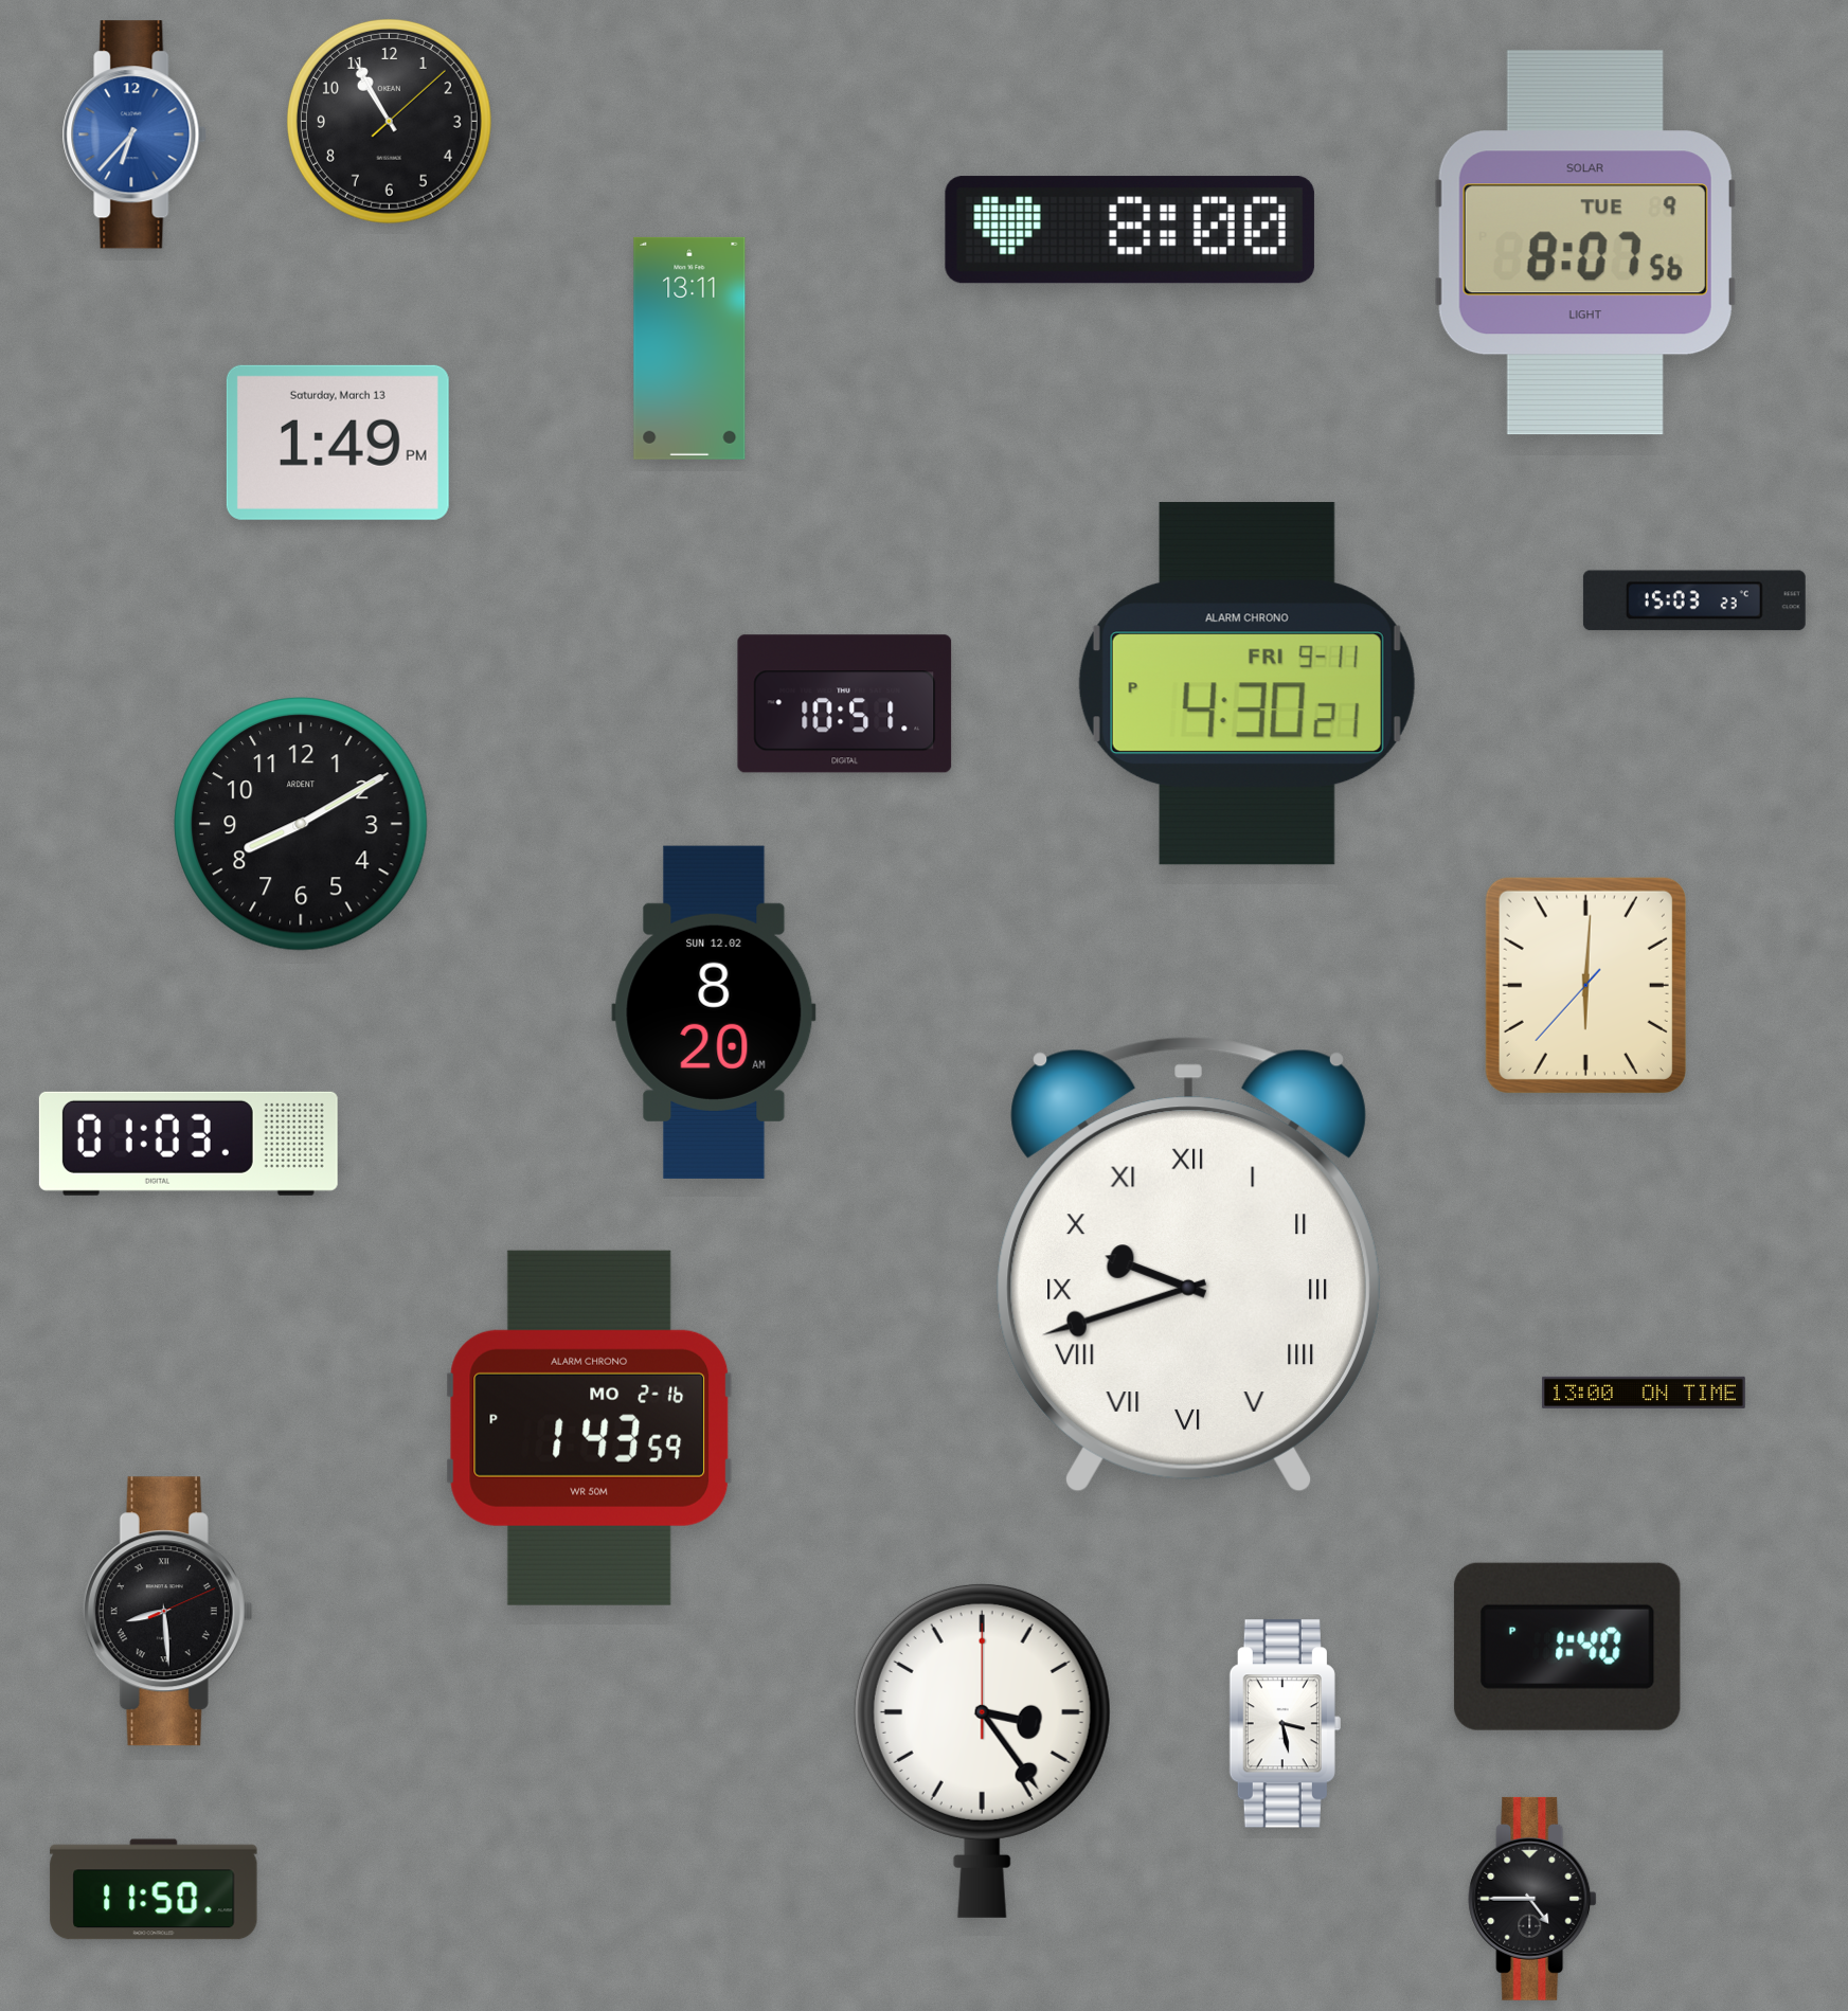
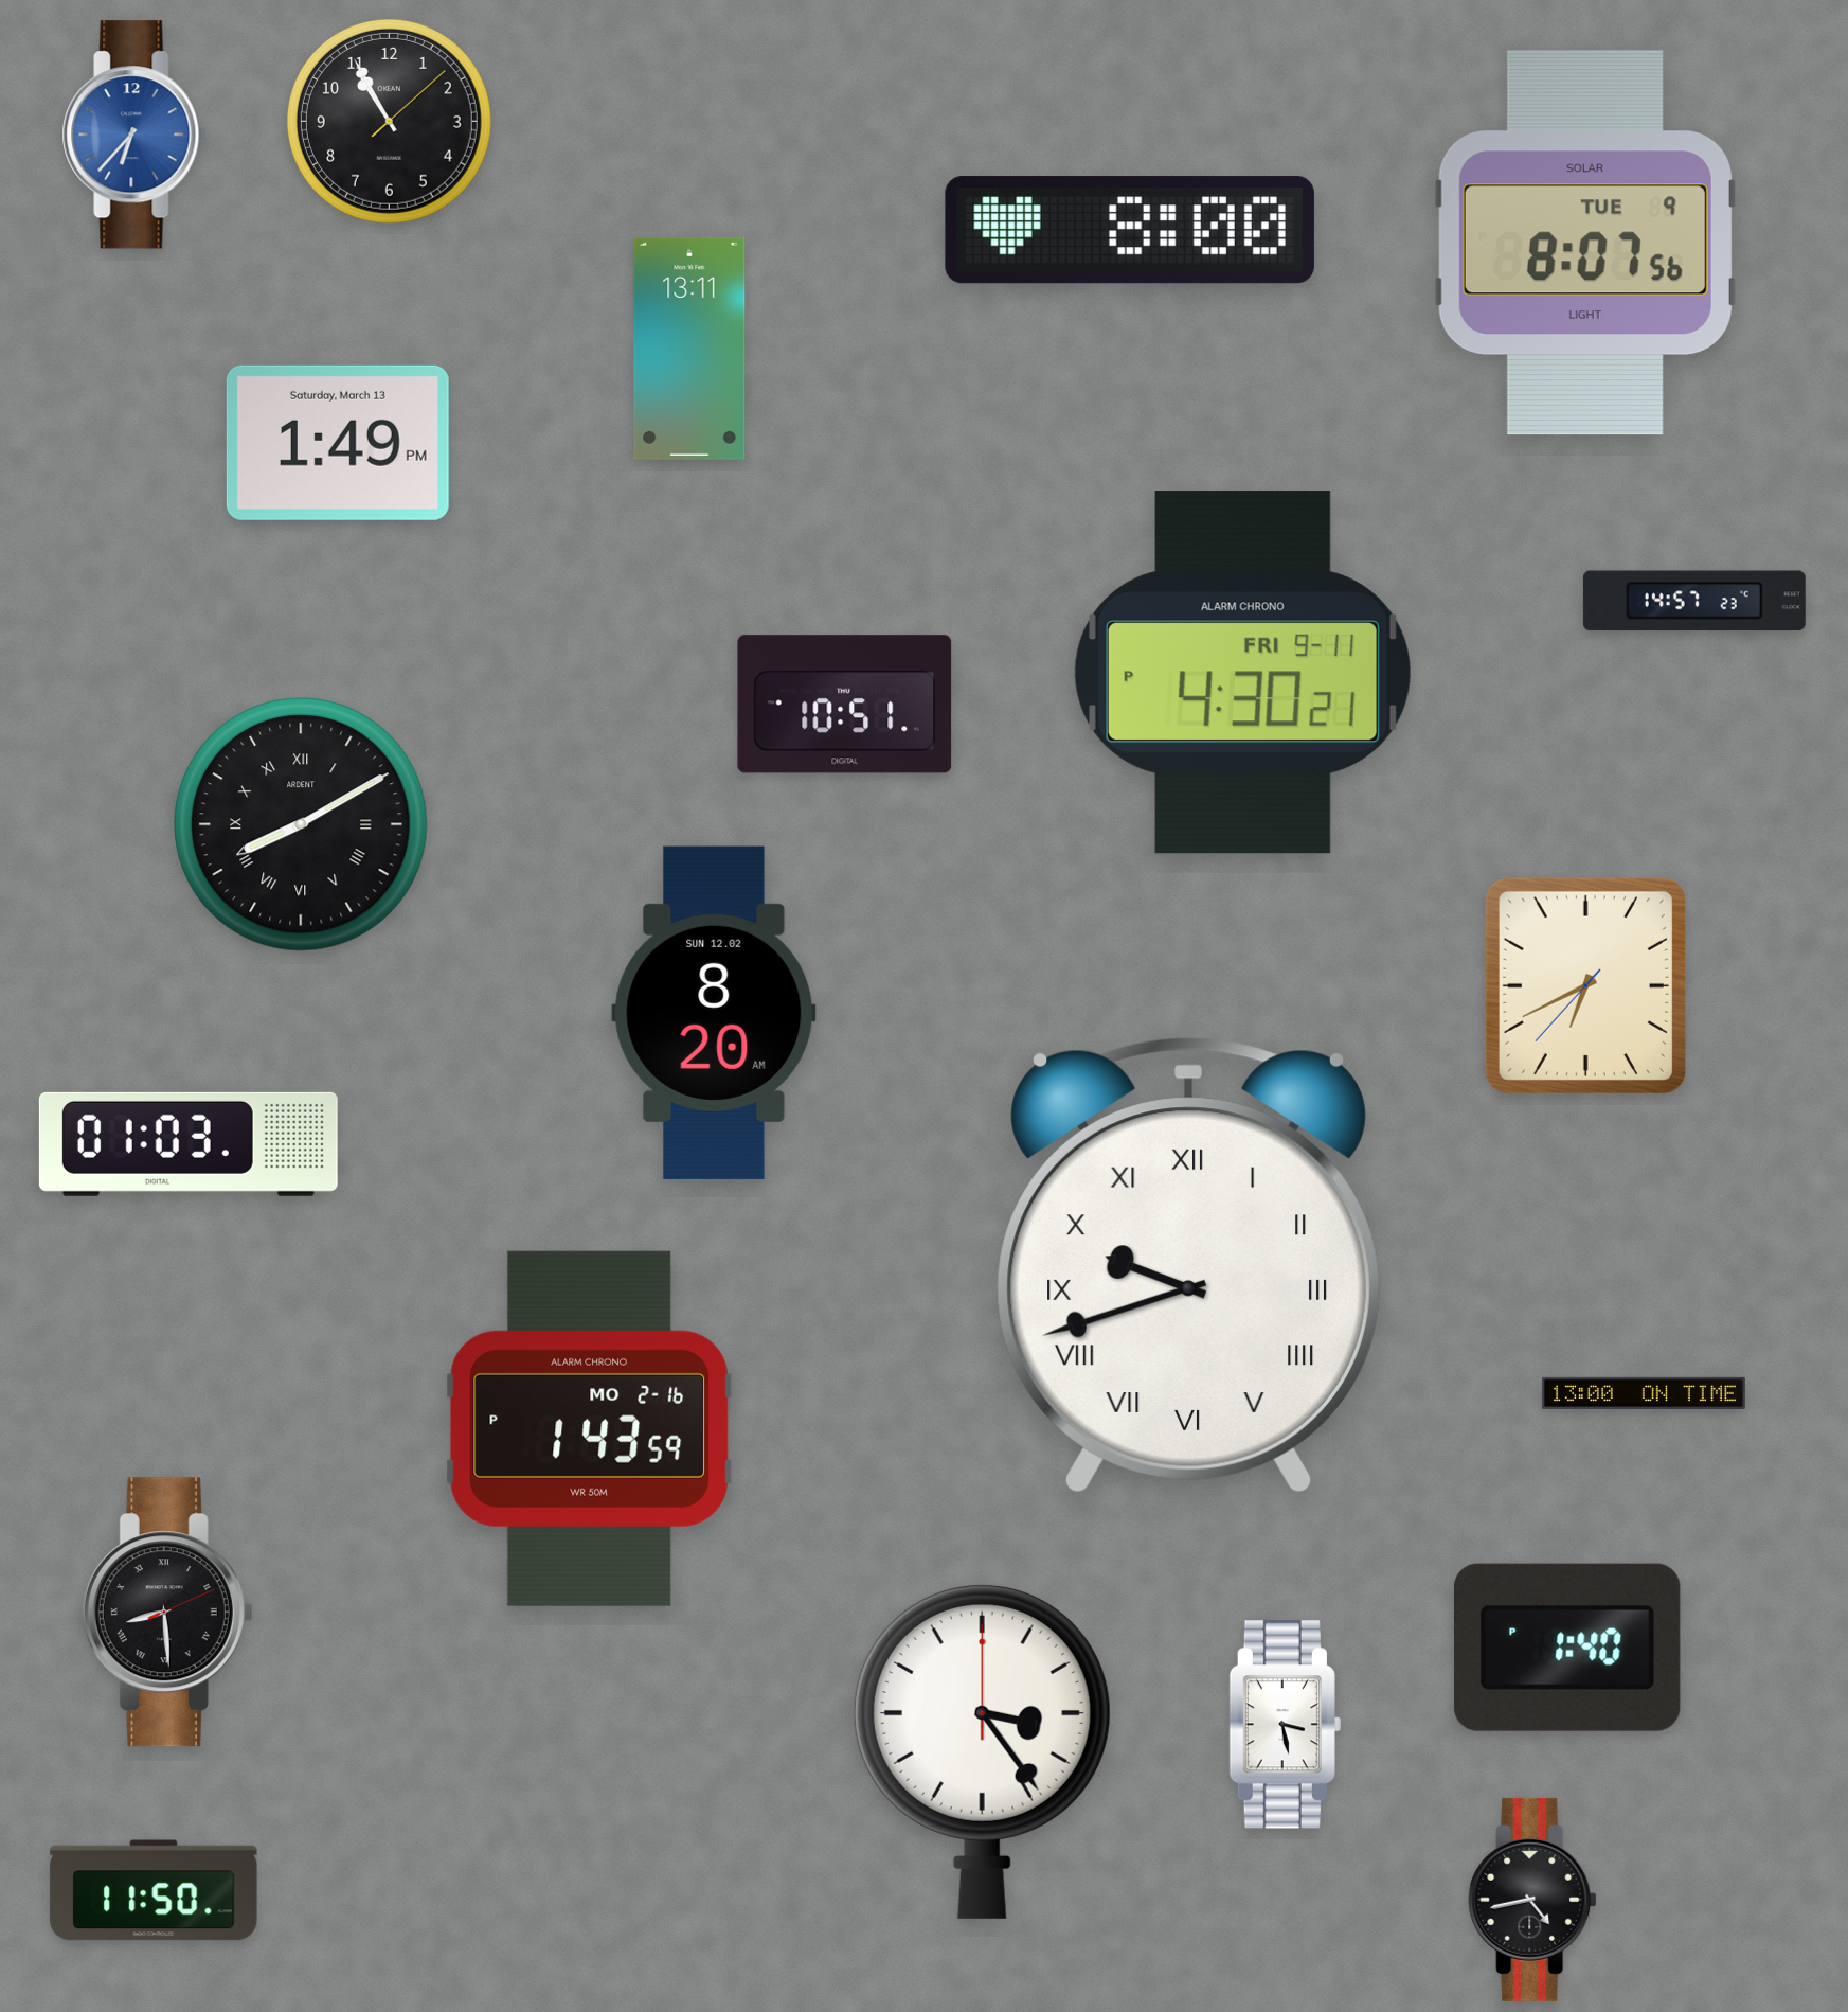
clock at (1694, 600): 15:03 -> 14:57
clock at (1246, 684) position: (1246, 684) -> (1242, 673)
clock at (301, 824) numerals: Arabic -> Roman
clock at (1585, 985): 6:00 -> 6:40
clock at (1532, 1899): 4:45 -> 4:43
